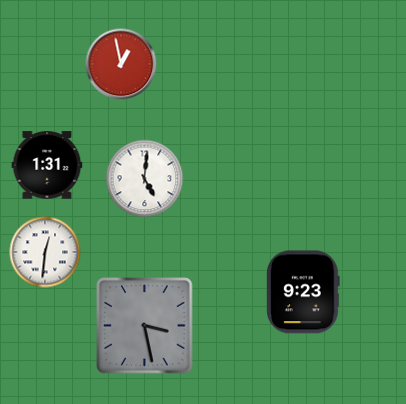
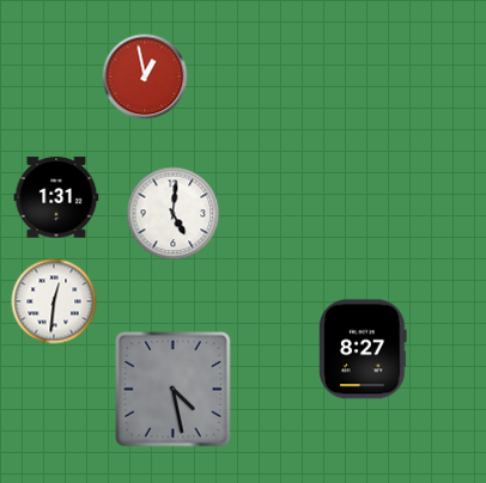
clock at (303, 292): 9:23 -> 8:27
clock at (145, 326): 3:28 -> 4:28
